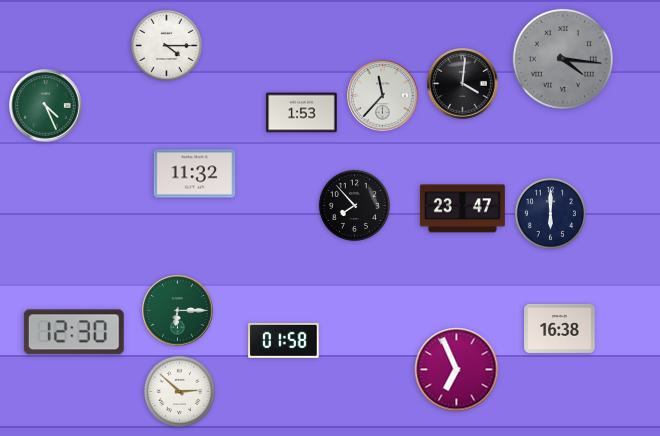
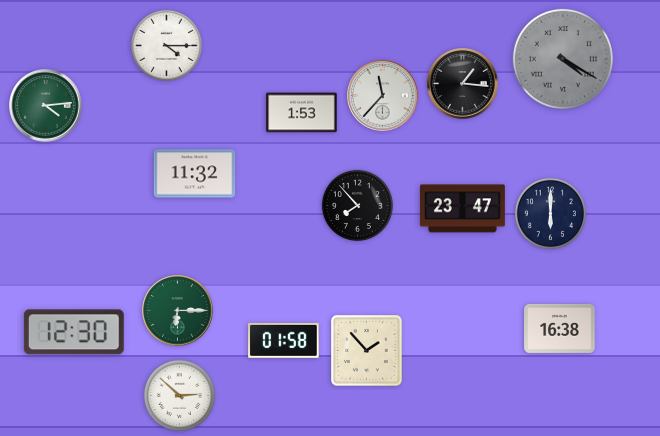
clock at (563, 59): 4:16 -> 4:20
clock at (463, 84): 4:01 -> 1:16
clock at (46, 106): 4:26 -> 4:14
clock at (354, 205) position: (354, 205) -> (357, 205)
clock at (367, 351): none -> 1:53
clock at (457, 370): 6:56 -> none
clock at (179, 391) position: (179, 391) -> (179, 395)
